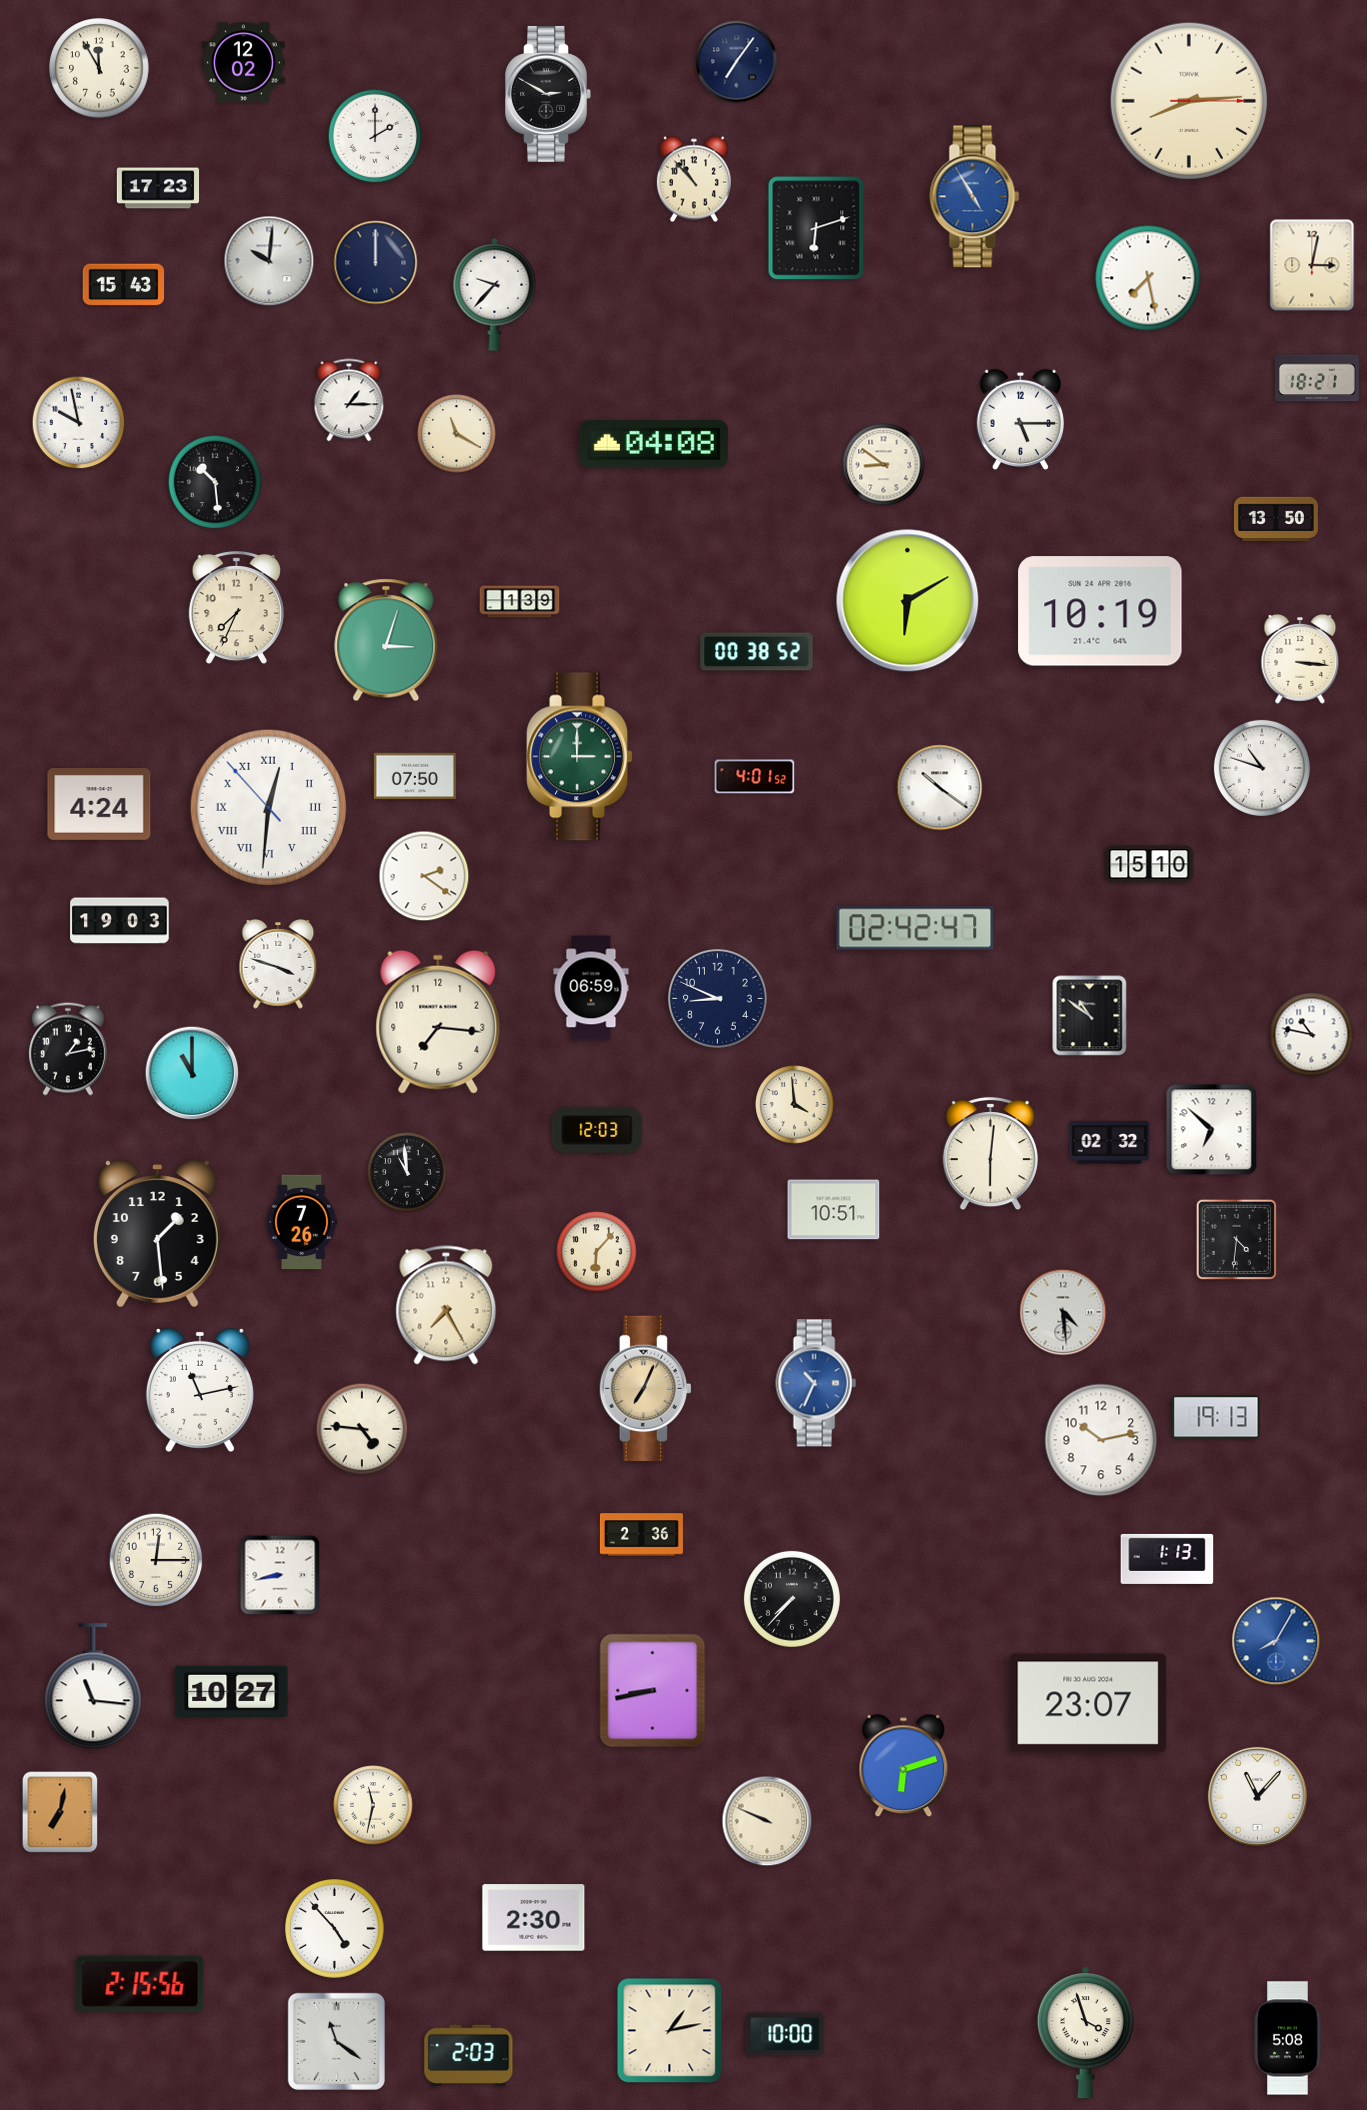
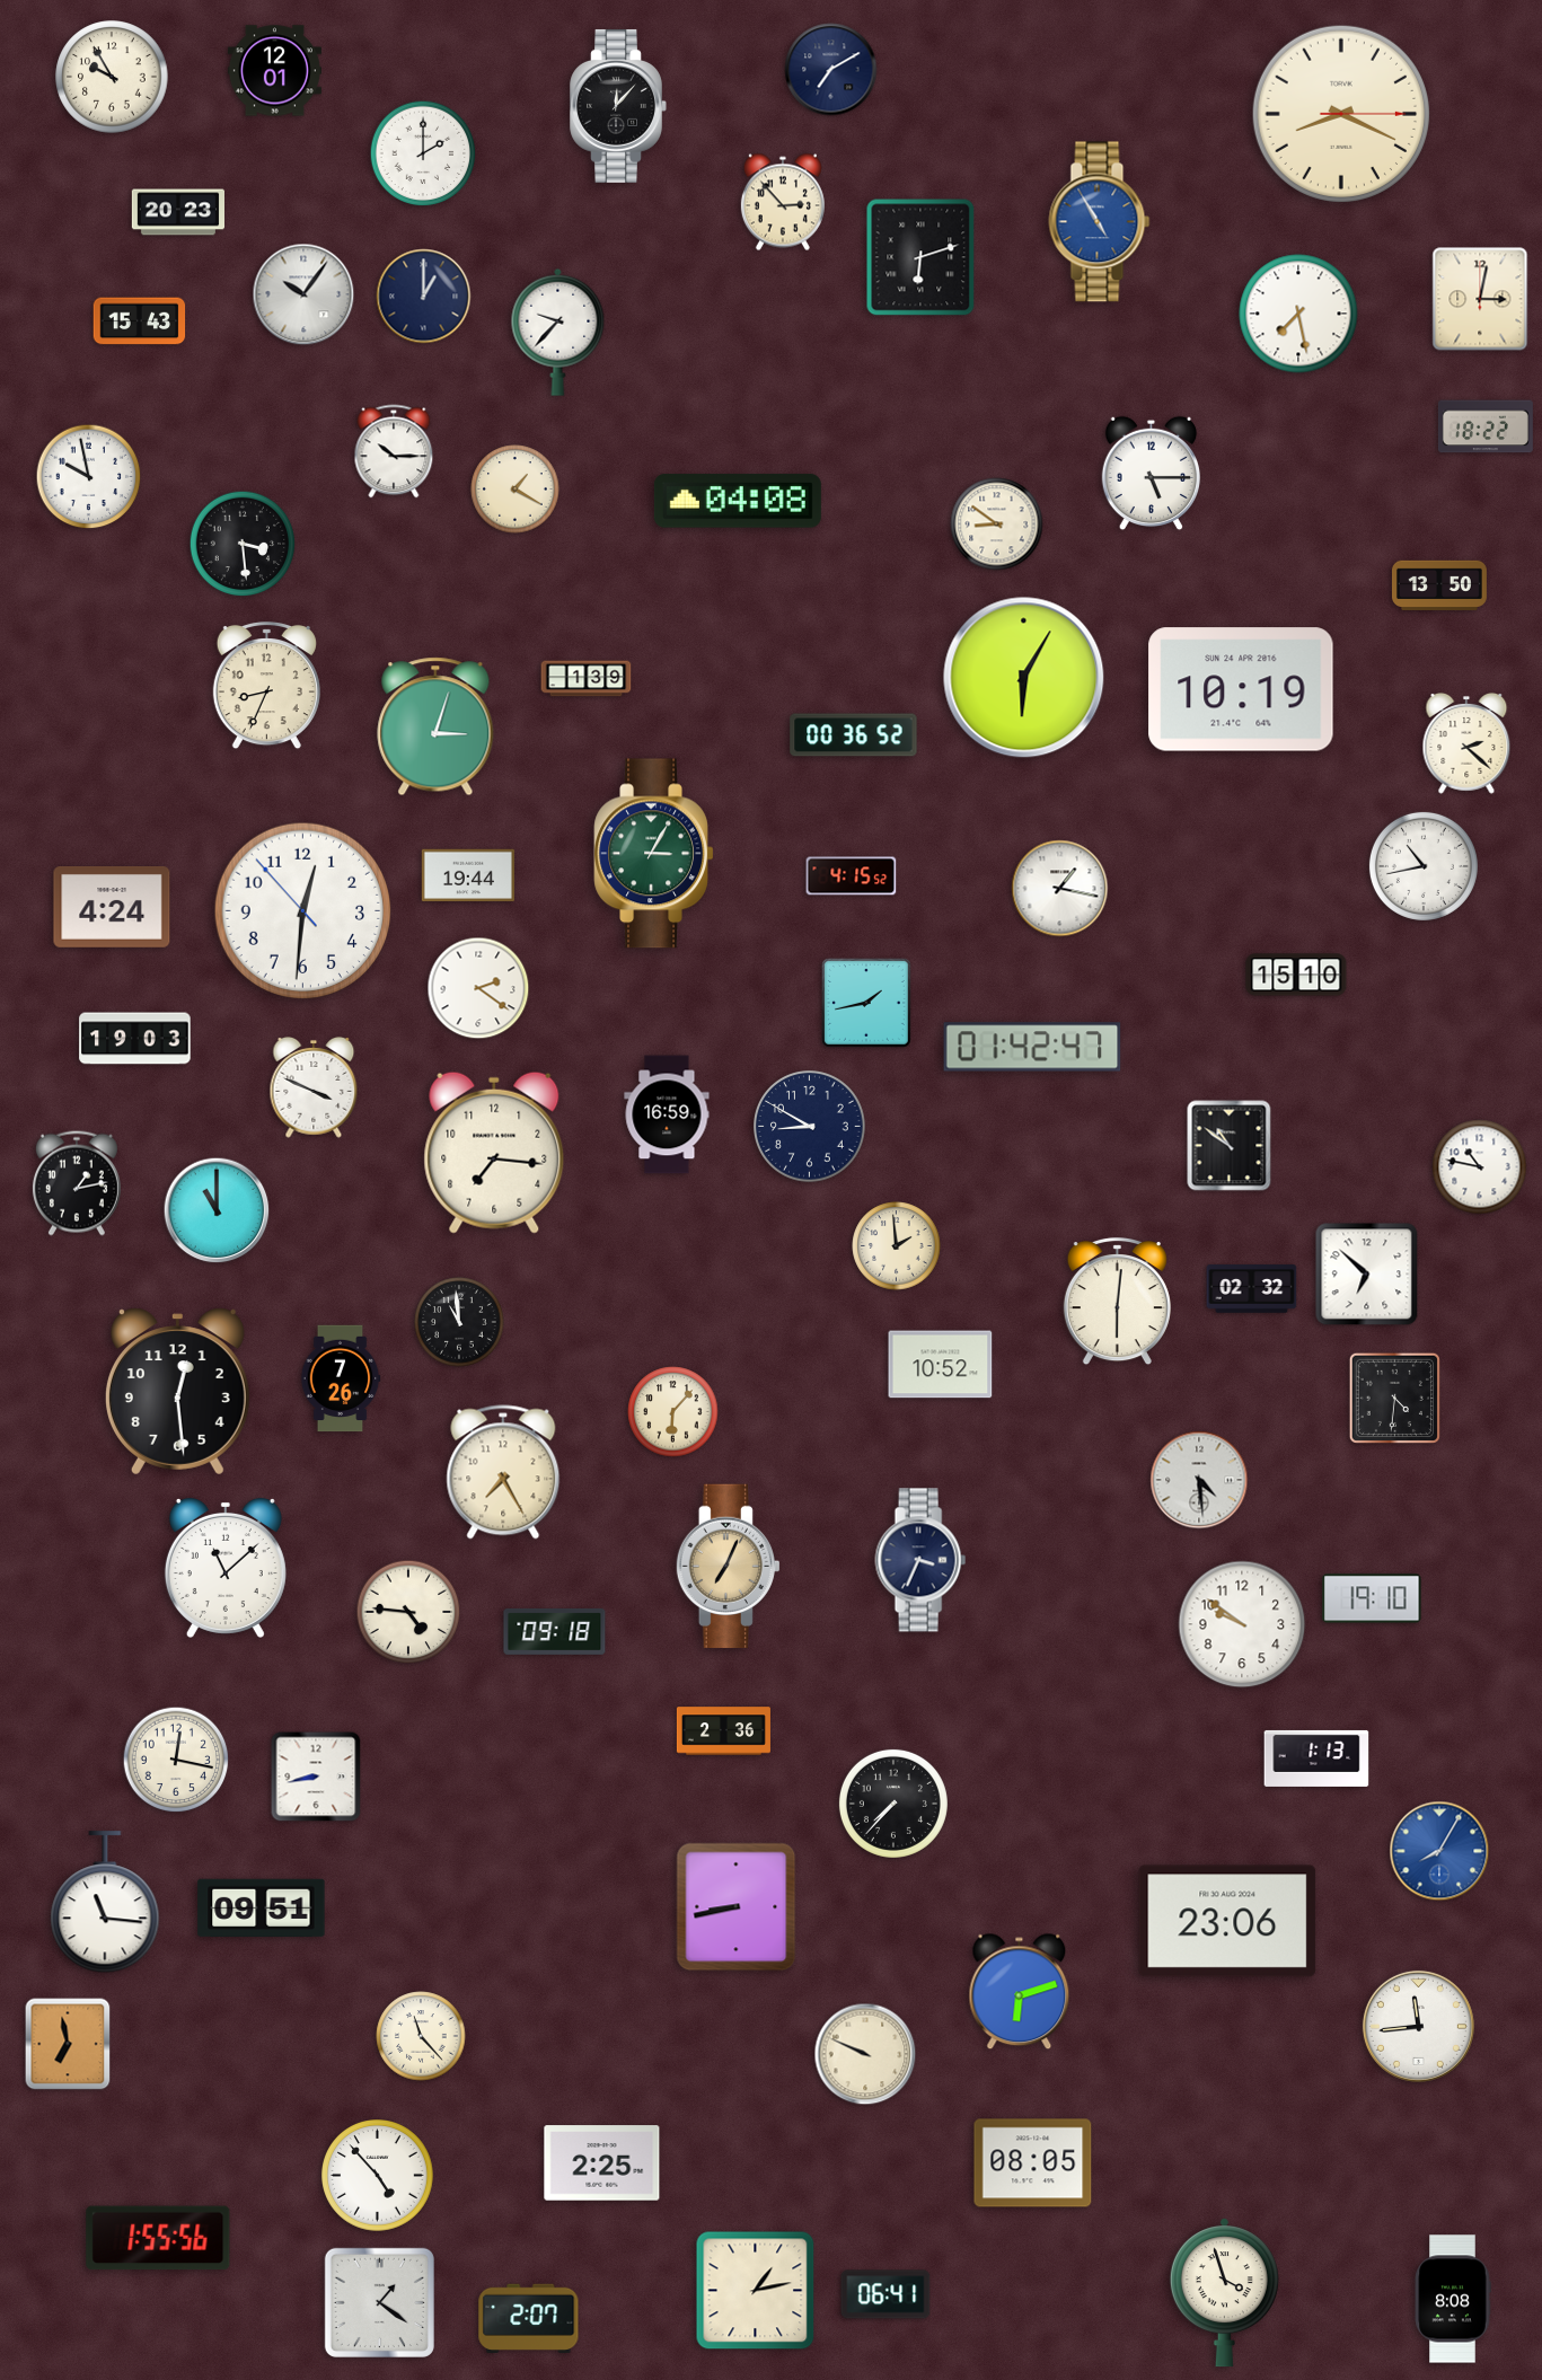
clock at (737, 62): 7:06 -> 7:10
clock at (243, 63): 12:02 -> 12:01
clock at (99, 68): 11:55 -> 9:55
clock at (548, 94): 2:50 -> 12:07
clock at (1189, 101): 8:14 -> 8:19
clock at (694, 179): 10:53 -> 2:53
clock at (157, 188): 17:23 -> 20:23
clock at (269, 261): 10:01 -> 10:06
clock at (376, 263): 12:00 -> 1:00
clock at (1148, 278) position: (1148, 278) -> (1298, 314)
clock at (1317, 378): 18:21 -> 18:22
clock at (349, 400): 1:15 -> 10:15
clock at (457, 434): 11:20 -> 1:20
clock at (215, 482): 10:29 -> 3:29
clock at (908, 601): 6:10 -> 6:05
clock at (236, 608): 7:34 -> 8:34
clock at (386, 640) position: (386, 640) -> (435, 726)
clock at (757, 652): 00:38 -> 00:36
clock at (1300, 659): 3:16 -> 2:22
clock at (580, 757): 3:00 -> 3:05
clock at (1262, 768): 10:48 -> 10:43
clock at (414, 776): 07:50 -> 19:44
clock at (755, 777): 4:01 -> 4:15
clock at (940, 788): 10:21 -> 1:17
clock at (269, 808) numerals: Roman -> Arabic
clock at (867, 1004): none -> 1:43
clock at (915, 928): 02:42 -> 01:42
clock at (278, 964): 3:48 -> 3:49
clock at (591, 988): 06:59 -> 16:59
clock at (718, 999): 8:49 -> 8:50
clock at (795, 1105): 3:59 -> 1:59
clock at (597, 1130): 12:03 -> none
clock at (834, 1210): 10:51 -> 10:52
clock at (157, 1234): 1:29 -> 12:29
clock at (816, 1383): 10:34 -> 3:34
clock at (816, 1383) dial: blue -> navy
clock at (200, 1390): 11:13 -> 11:08
clock at (1216, 1417): 19:13 -> 19:10
clock at (1101, 1440): 10:13 -> 9:51
clock at (555, 1631): none -> 09:18
clock at (156, 1560): 12:15 -> 12:17
clock at (232, 1692): 10:27 -> 09:51
clock at (1088, 1703): 23:07 -> 23:06
clock at (1257, 1796): 11:07 -> 11:44
clock at (373, 1805): 11:32 -> 11:23
clock at (60, 1812): 7:02 -> 6:58
clock at (534, 1918): 2:30 -> 2:25
clock at (1033, 2163): none -> 08:05
clock at (140, 1984): 2:15 -> 1:55
clock at (785, 2034): 10:00 -> 06:41
clock at (1288, 2038): 5:08 -> 8:08
clock at (336, 2041): 11:21 -> 1:21
clock at (469, 2055): 2:03 -> 2:07
